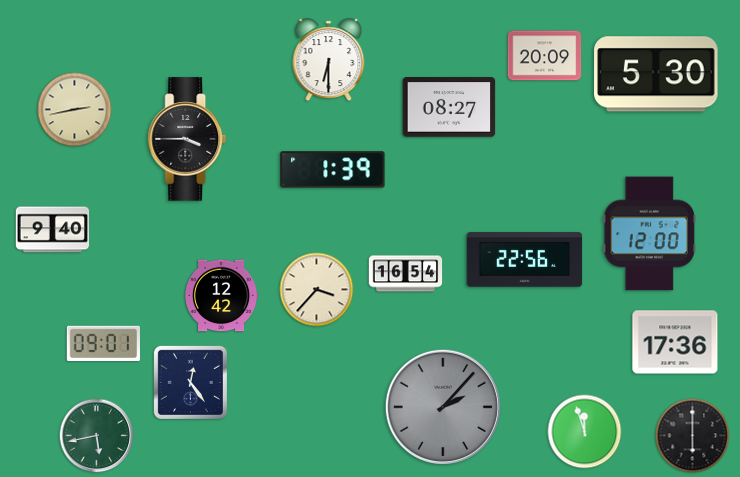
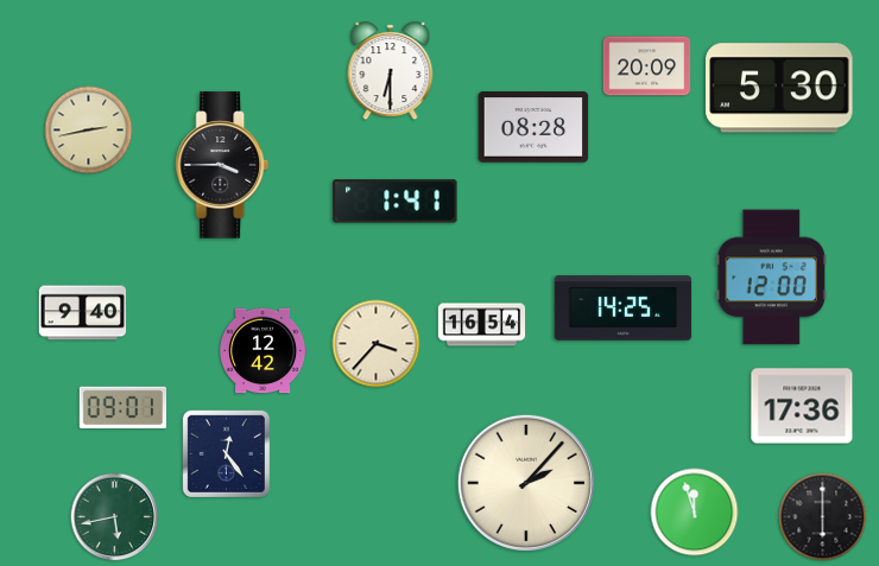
clock at (449, 107): 08:27 -> 08:28
clock at (333, 170): 1:39 -> 1:41
clock at (53, 230) position: (53, 230) -> (83, 313)
clock at (525, 260): 22:56 -> 14:25
clock at (443, 407) dial: grey -> cream
